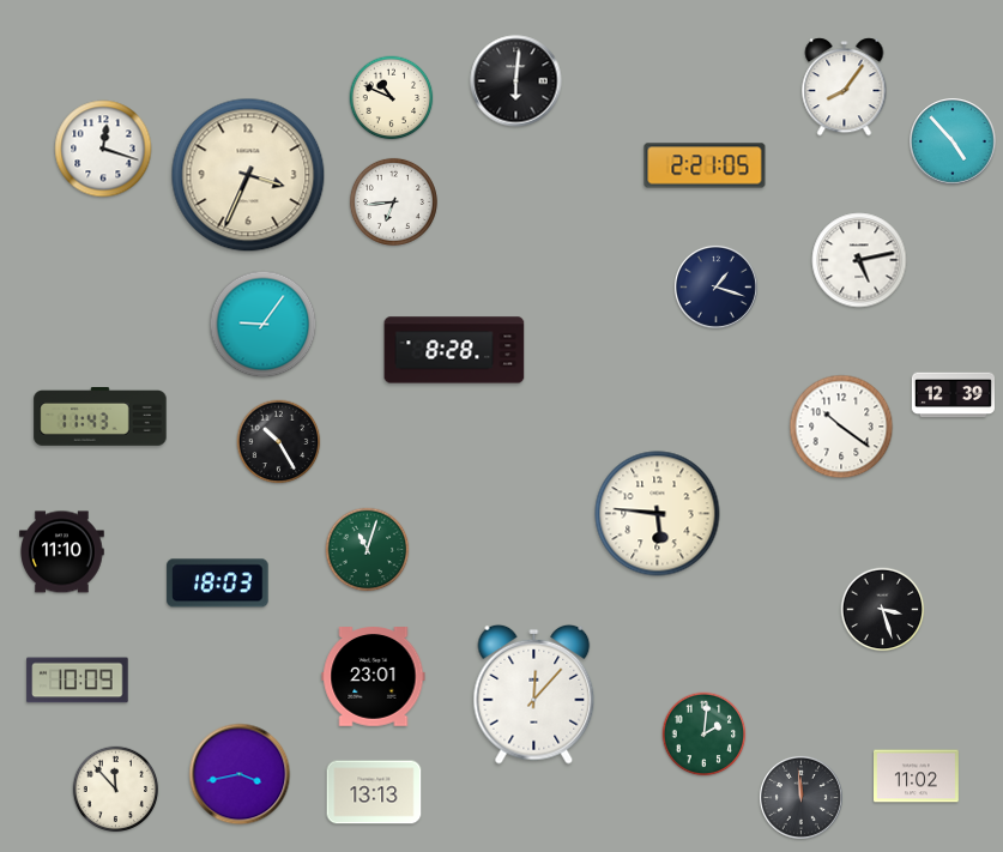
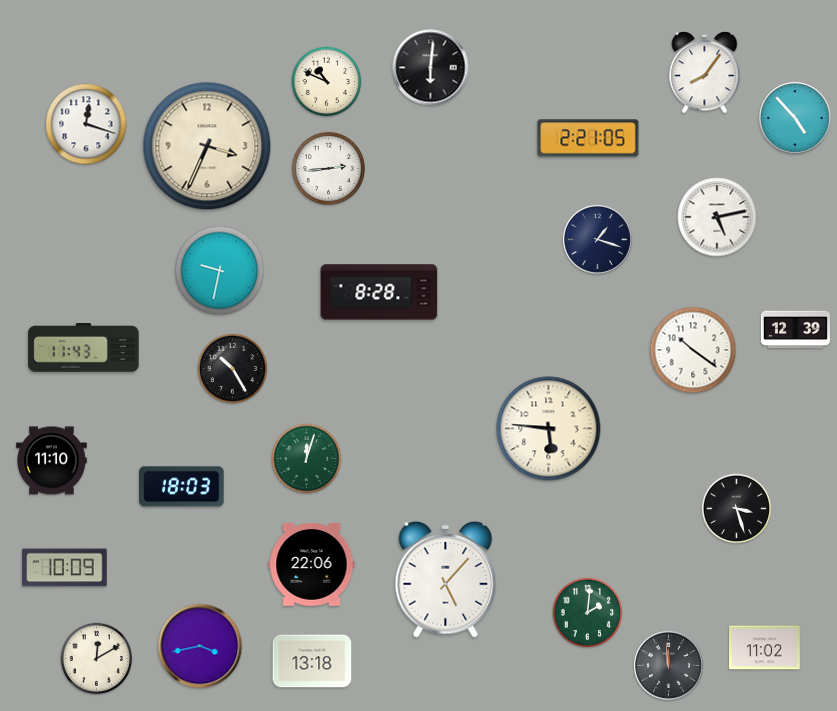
clock at (393, 201): 6:44 -> 2:44
clock at (264, 325): 9:06 -> 9:32
clock at (841, 427) position: (841, 427) -> (693, 350)
clock at (368, 550): 11:03 -> 12:03
clock at (374, 677): 23:01 -> 22:06
clock at (534, 694): 12:07 -> 5:07
clock at (116, 790): 11:53 -> 12:10
clock at (374, 792): 13:13 -> 13:18
